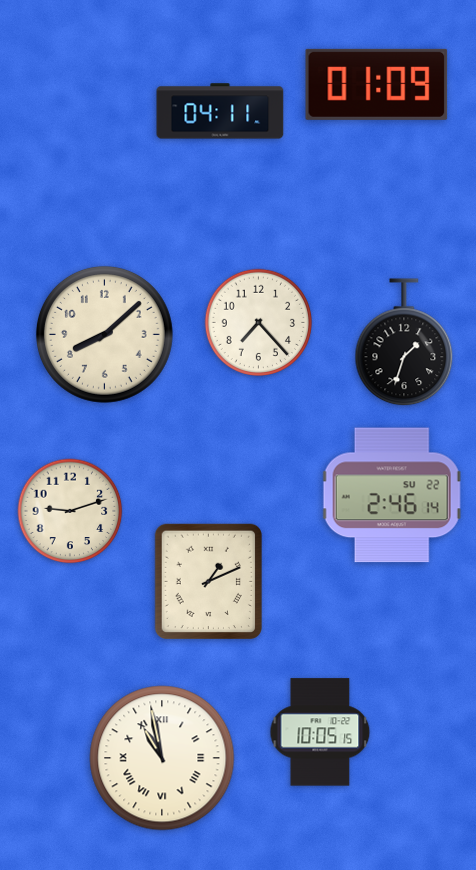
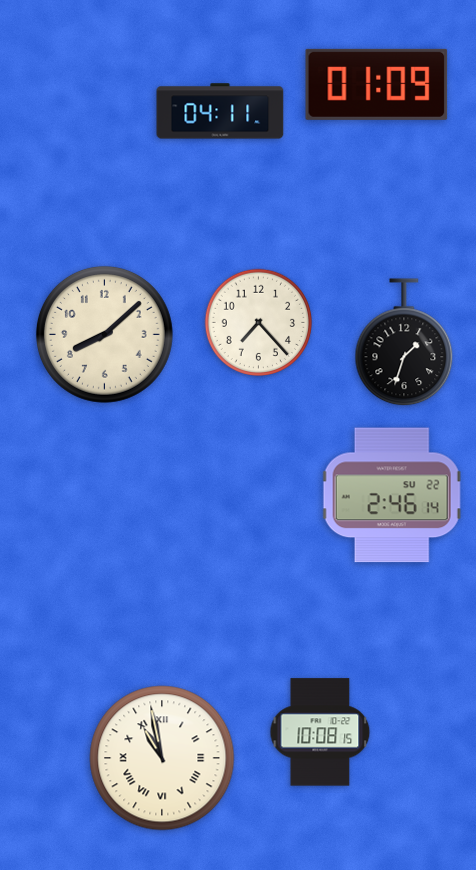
clock at (70, 511): 9:12 -> none
clock at (208, 581): 1:11 -> none
clock at (320, 732): 10:05 -> 10:08
